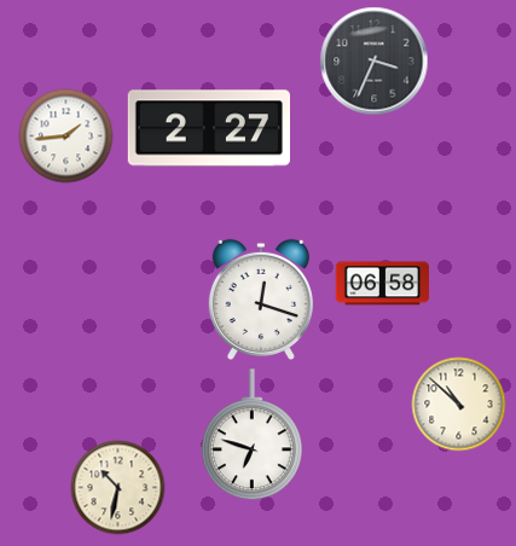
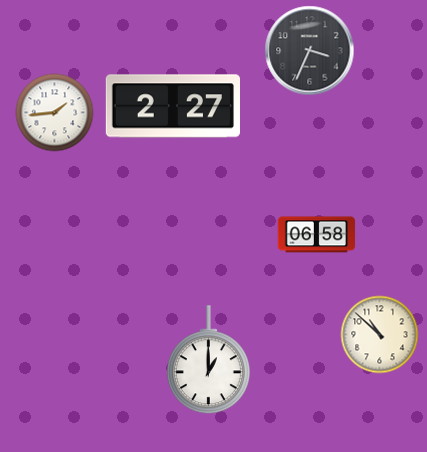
clock at (261, 300): 12:18 -> none
clock at (251, 435): 6:48 -> 1:00
clock at (117, 487): 10:32 -> none
